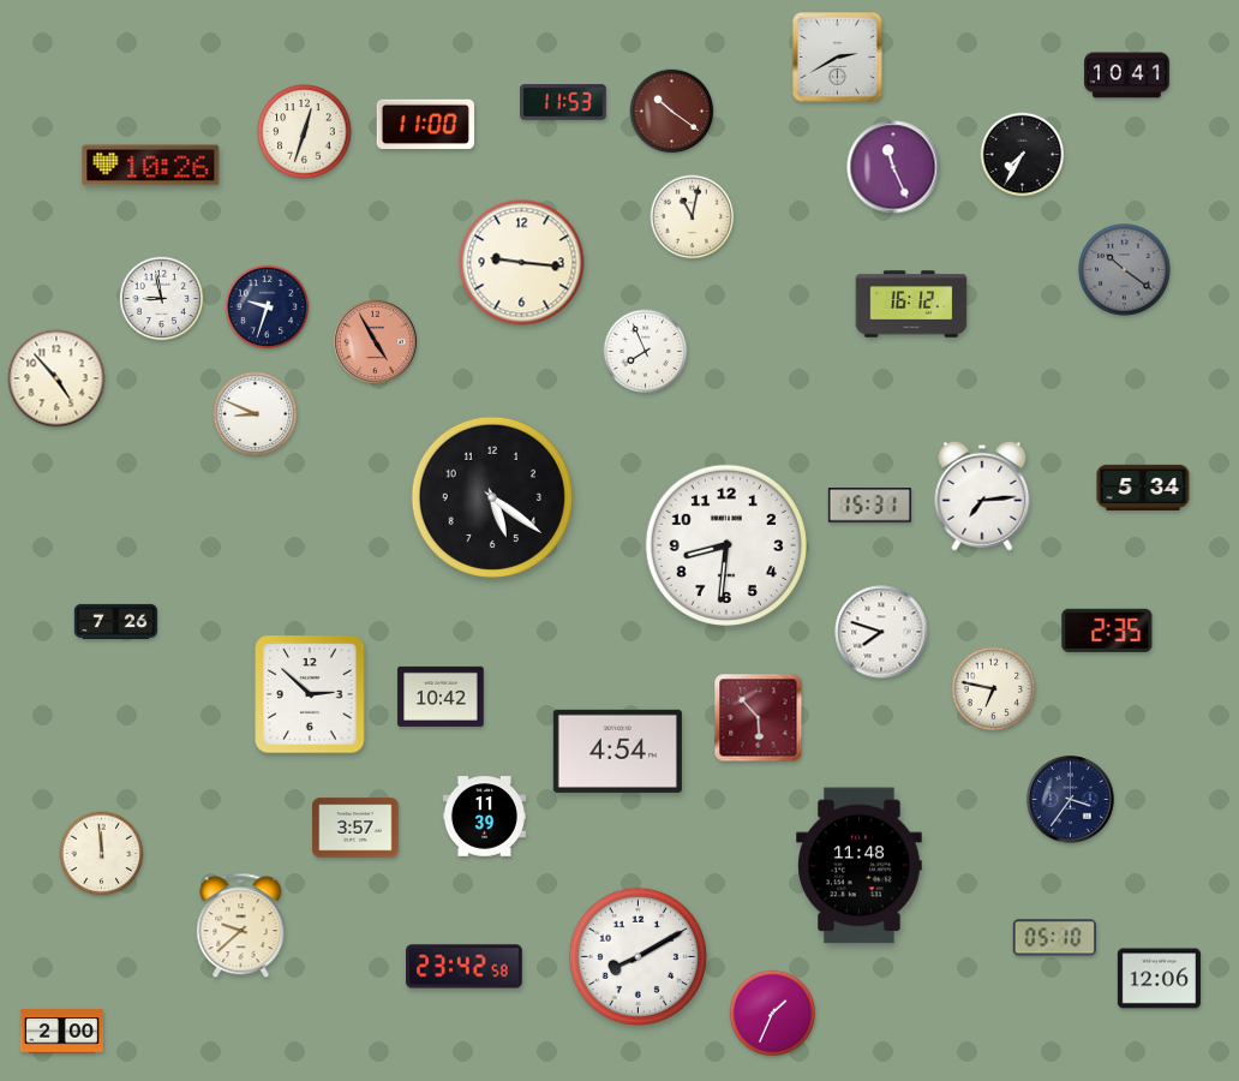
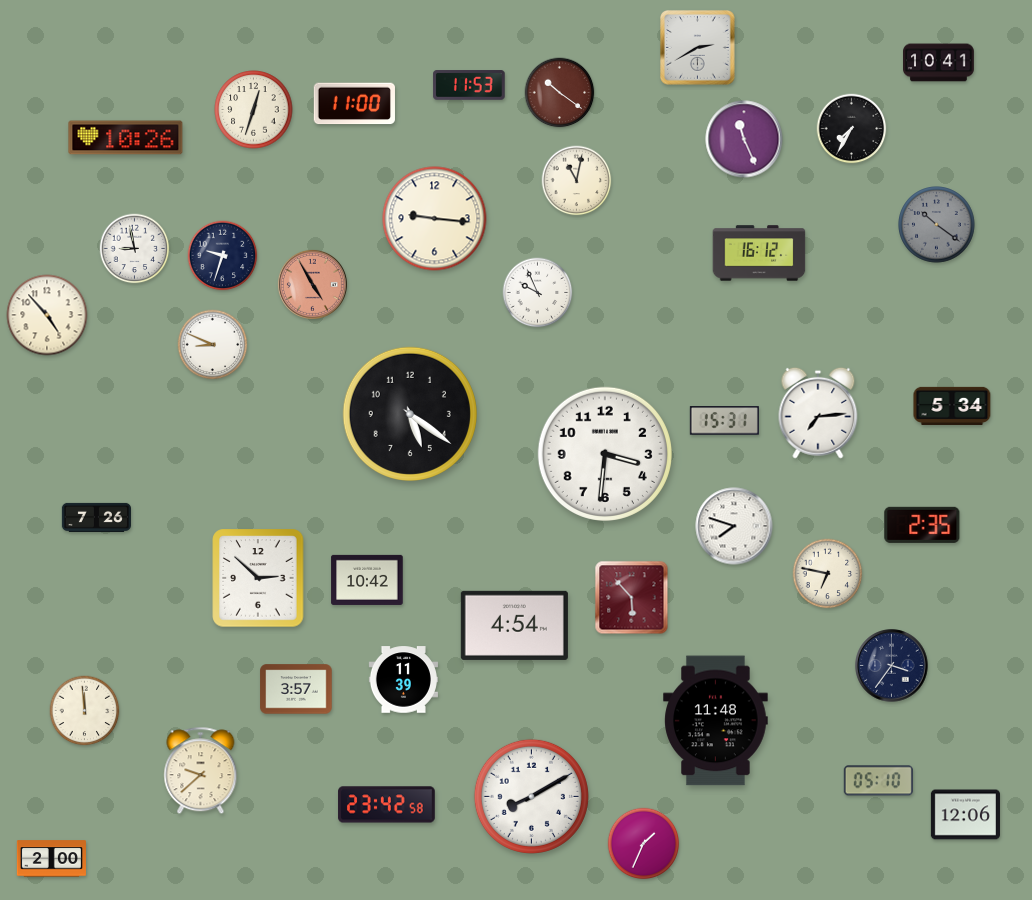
clock at (646, 352): 7:56 -> 9:56
clock at (726, 545): 8:31 -> 3:31
